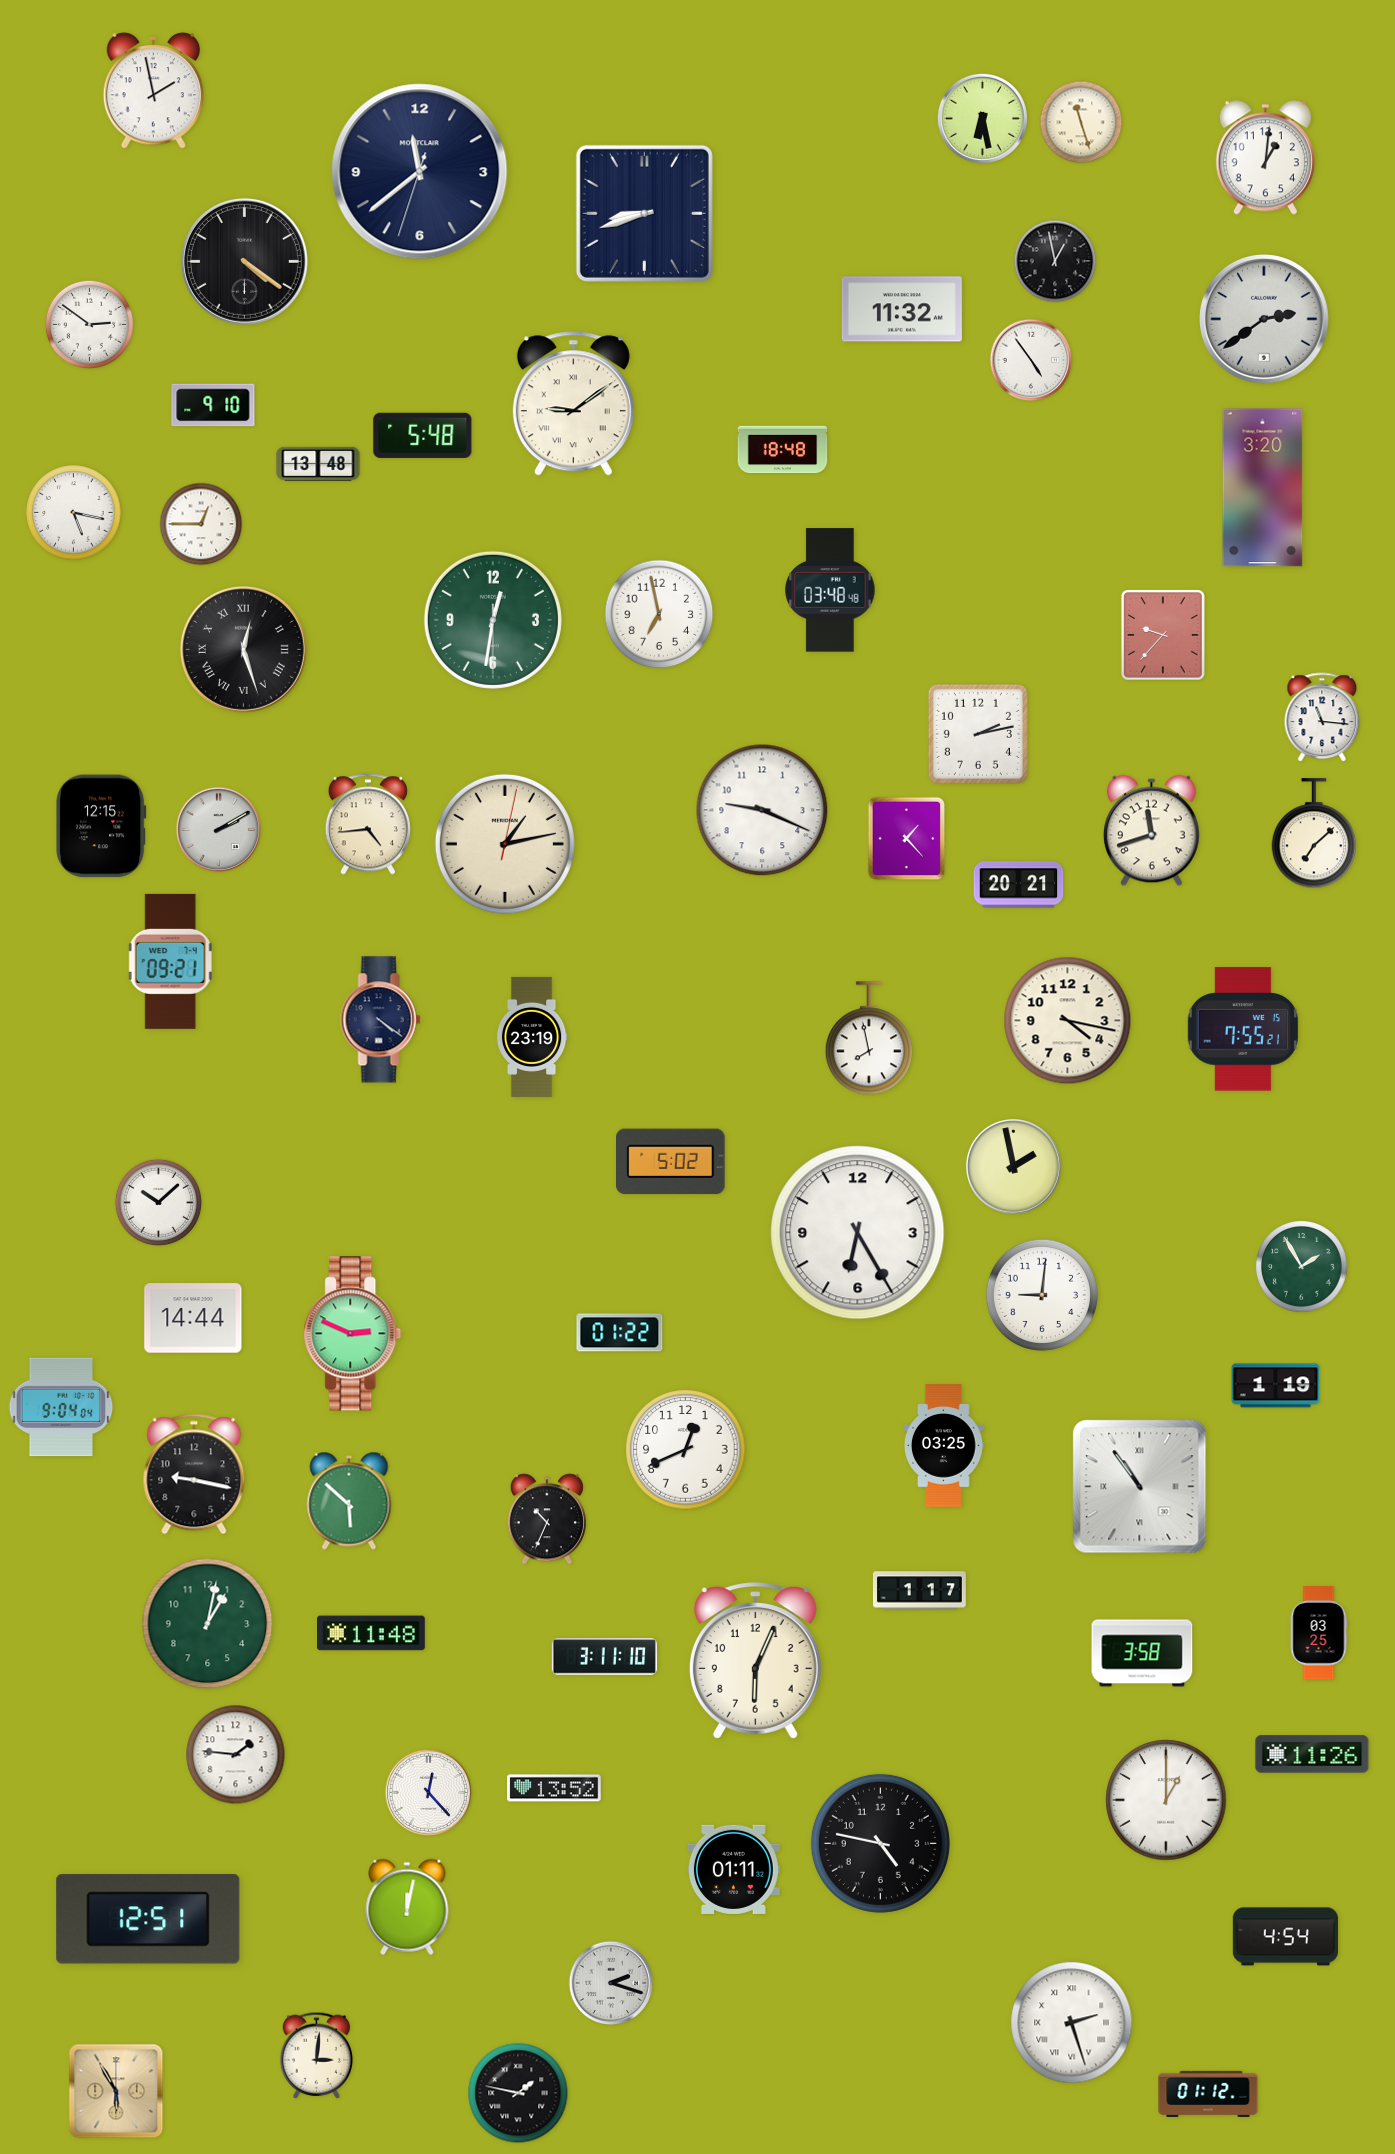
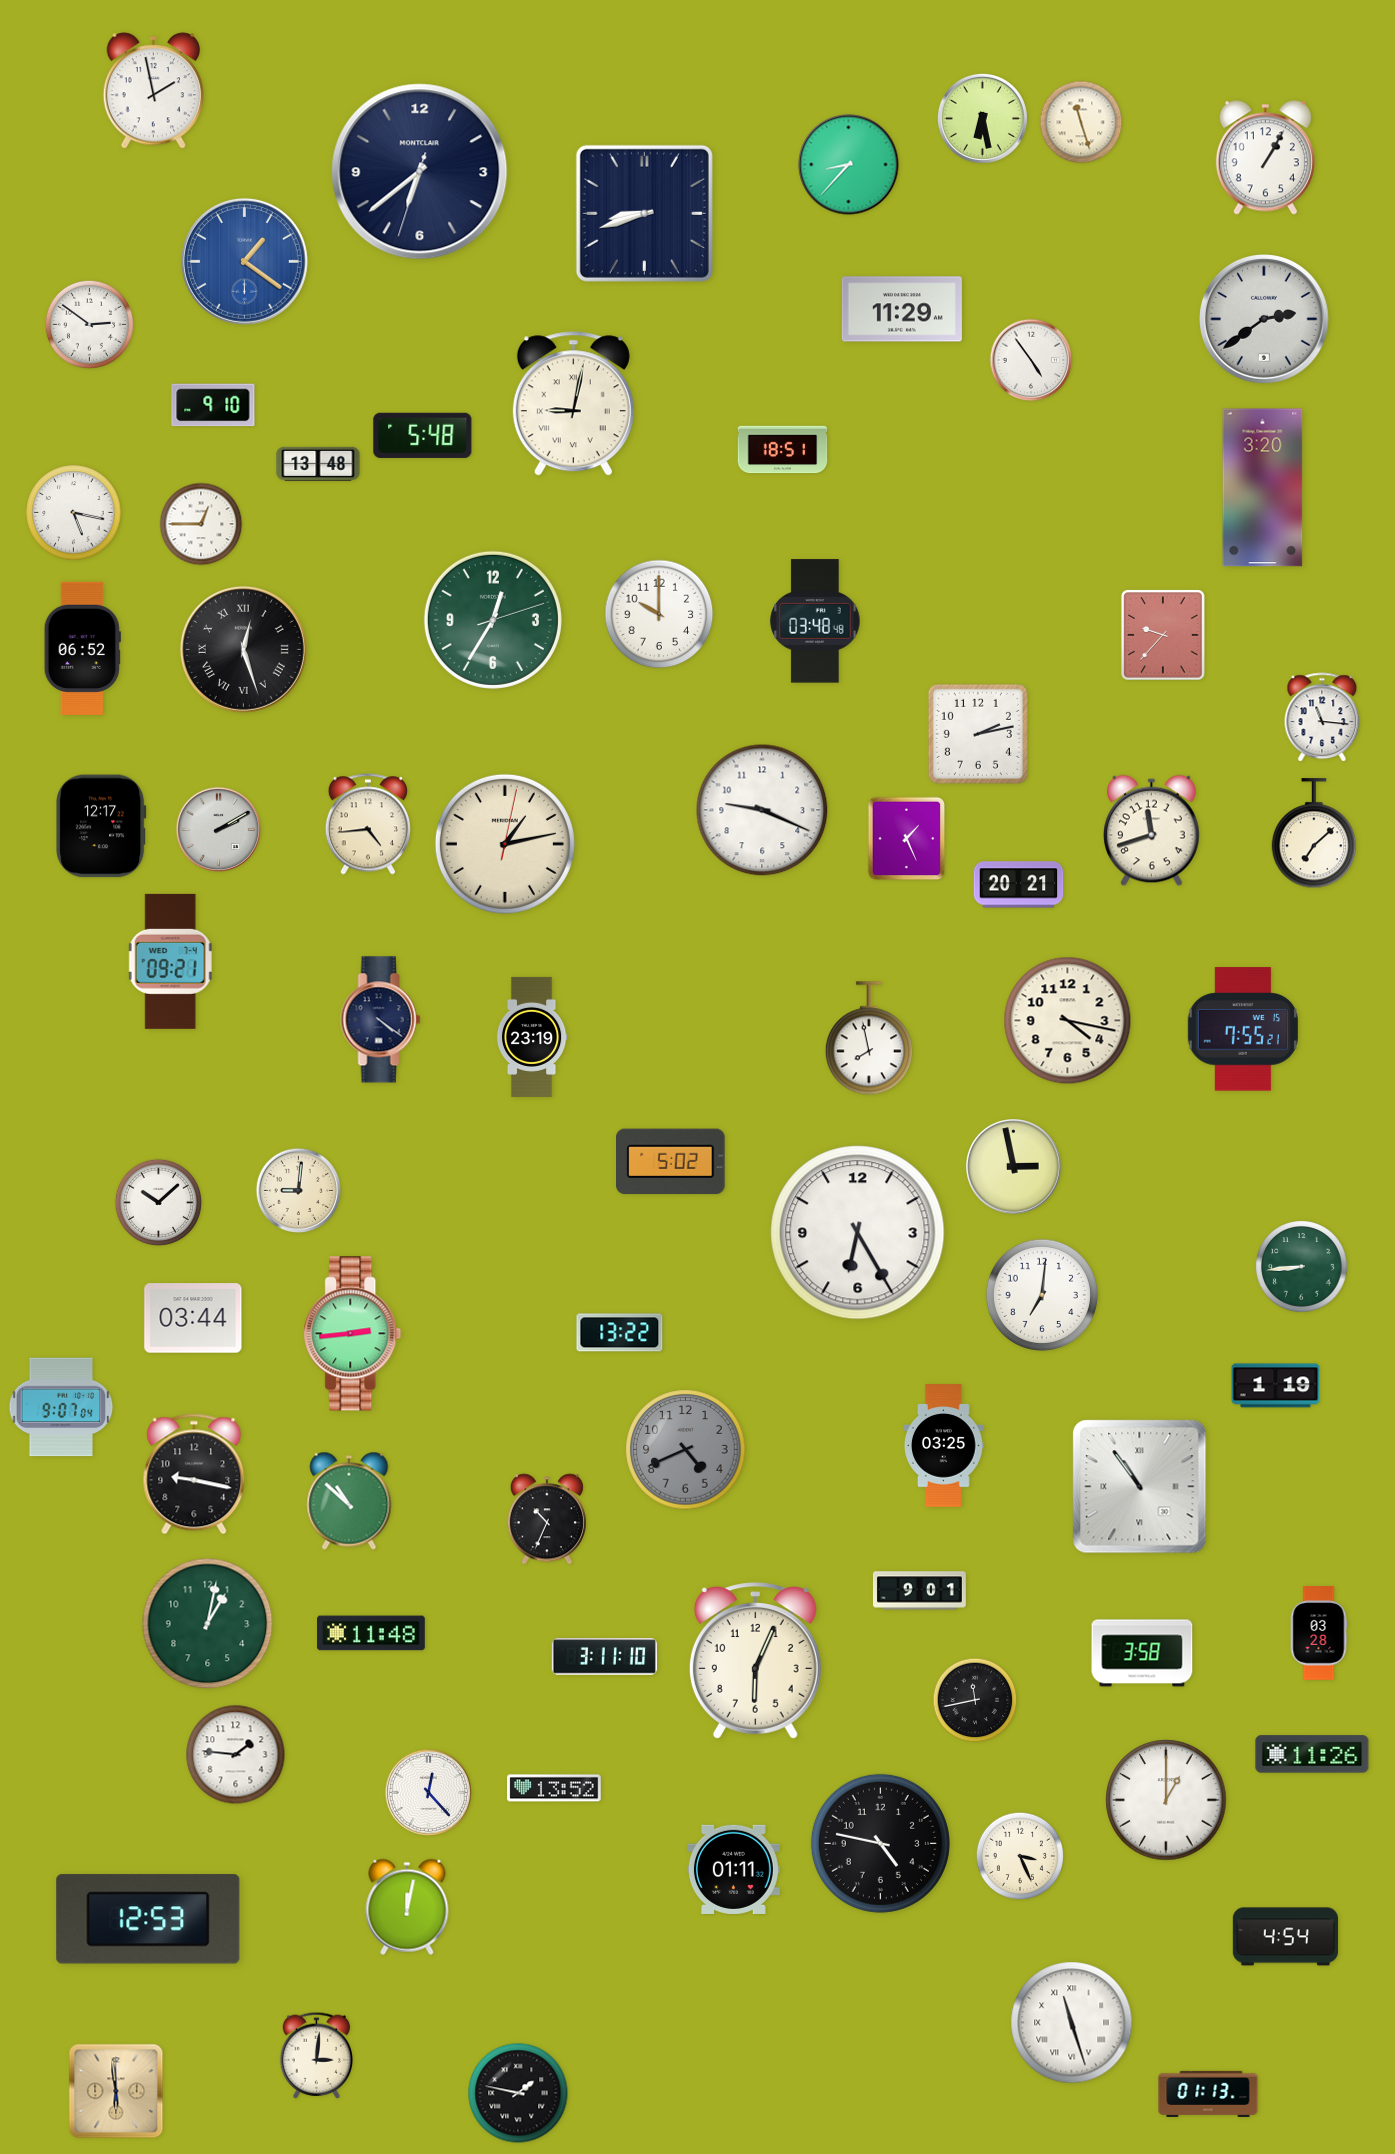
clock at (1265, 158): 1:01 -> 1:05
clock at (849, 165): none -> 8:37
clock at (420, 172): 11:38 -> 6:38
clock at (244, 261): 4:21 -> 1:21
clock at (244, 261) dial: black -> blue
clock at (1055, 261): 12:58 -> none
clock at (902, 309): 11:32 -> 11:29
clock at (573, 404): 9:09 -> 9:02
clock at (783, 450): 18:48 -> 18:51
clock at (830, 590) position: (830, 590) -> (815, 621)
clock at (659, 614): 6:58 -> 10:00
clock at (493, 620): 12:31 -> 12:35
clock at (82, 648): none -> 06:52
clock at (101, 826): 12:15 -> 12:17
clock at (907, 839): 1:23 -> 1:26
clock at (1014, 1167): 1:58 -> 2:58
clock at (299, 1191): none -> 9:01
clock at (1302, 1267): 1:55 -> 8:44
clock at (1042, 1295): 9:01 -> 7:01
clock at (193, 1318): 14:44 -> 03:44
clock at (620, 1333): 01:22 -> 13:22
clock at (353, 1334): 2:49 -> 2:44
clock at (61, 1407): 9:04 -> 9:07
clock at (686, 1450): 12:41 -> 4:41
clock at (686, 1450) dial: white -> grey
clock at (349, 1501): 5:52 -> 10:52
clock at (919, 1591): 1:17 -> 9:01
clock at (1319, 1633): 03:25 -> 03:28
clock at (975, 1700): none -> 11:43
clock at (1020, 1856): none -> 3:26
clock at (148, 1919): 12:51 -> 12:53
clock at (611, 1983): 2:18 -> none
clock at (1072, 2023): 2:27 -> 11:27
clock at (116, 2091): 5:55 -> 5:59
clock at (1208, 2094): 01:12 -> 01:13
